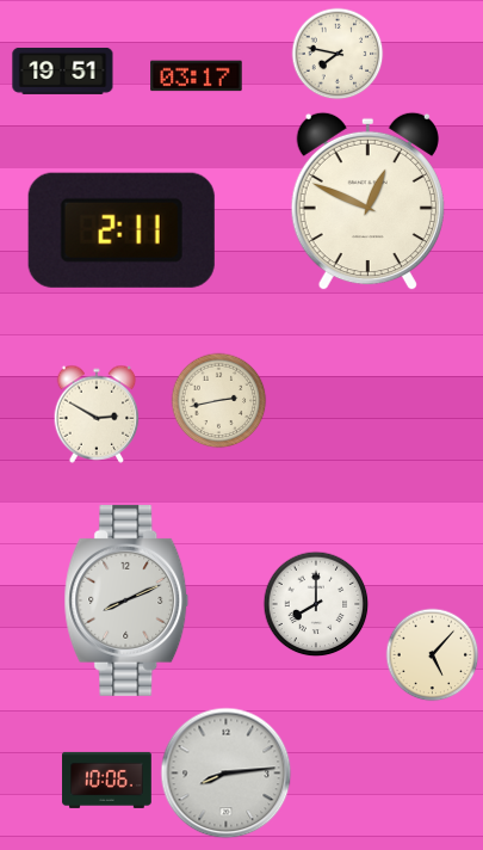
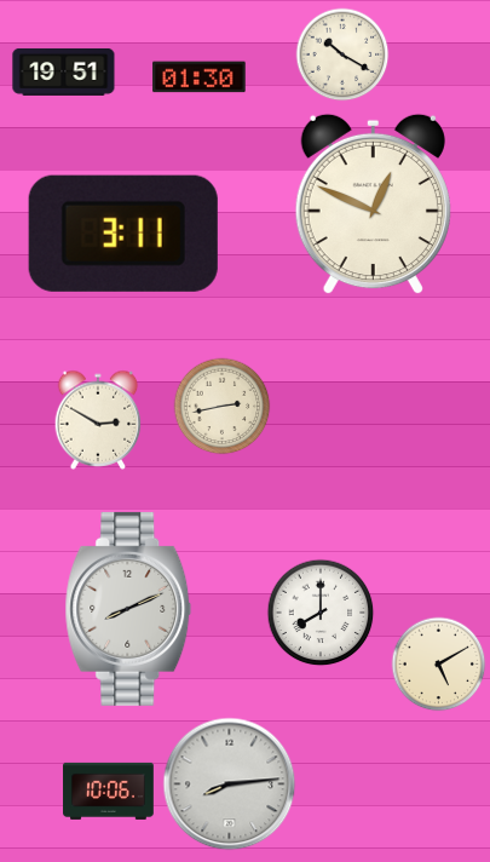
clock at (338, 54): 7:47 -> 10:20
clock at (197, 76): 03:17 -> 01:30
clock at (122, 230): 2:11 -> 3:11
clock at (433, 655): 5:07 -> 5:10
